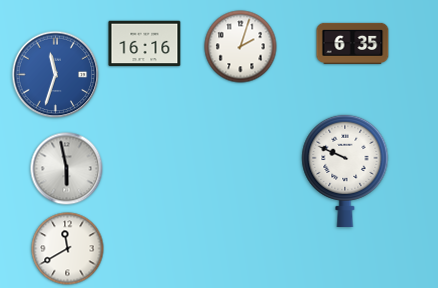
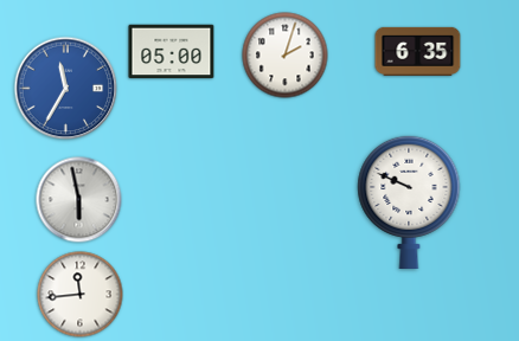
clock at (145, 44): 16:16 -> 05:00
clock at (56, 75): 11:33 -> 11:35
clock at (68, 249): 11:40 -> 11:44
